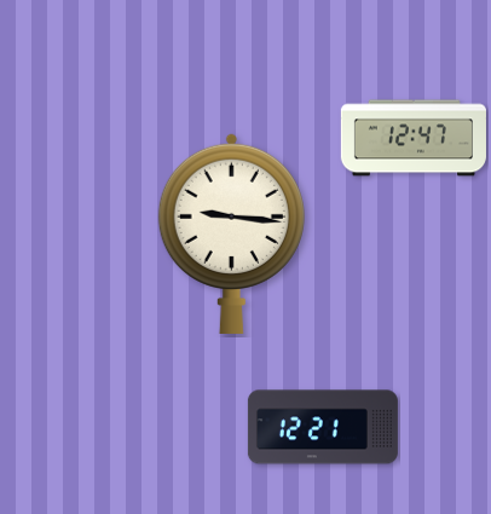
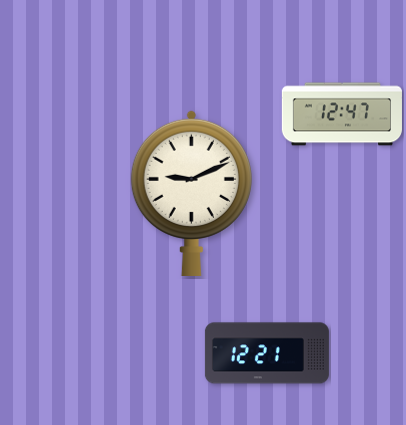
clock at (231, 232): 9:16 -> 9:11
